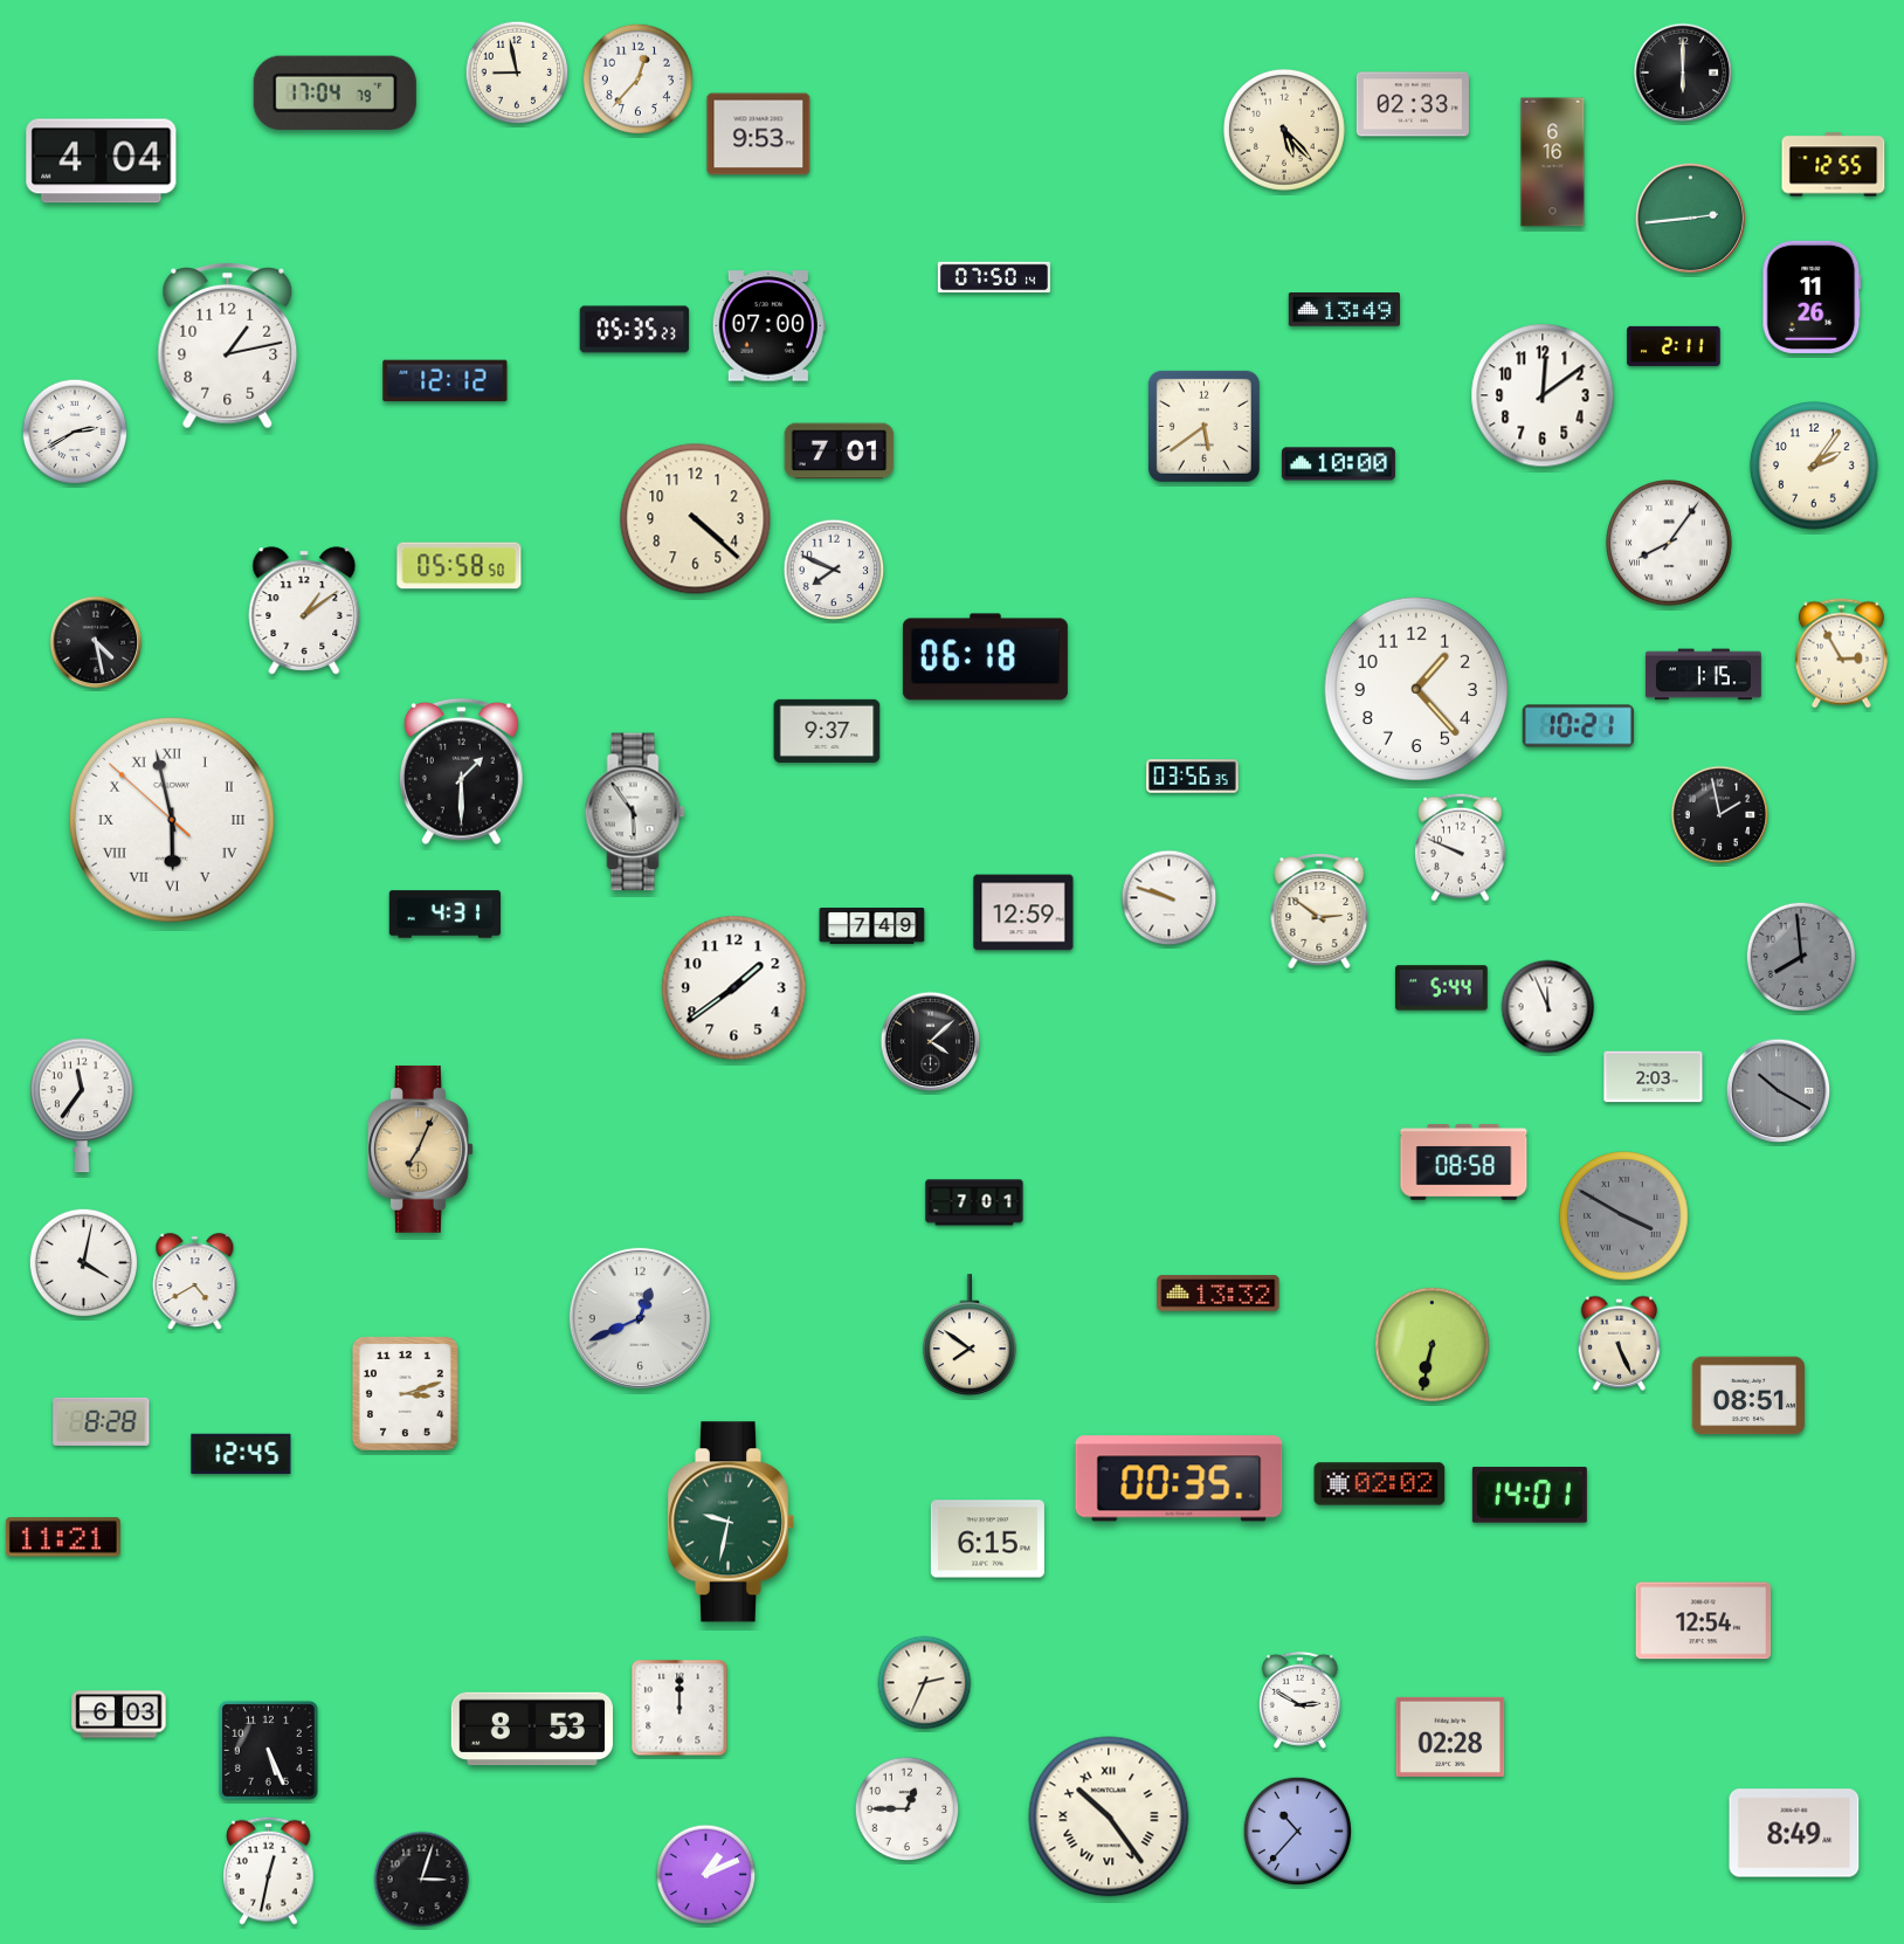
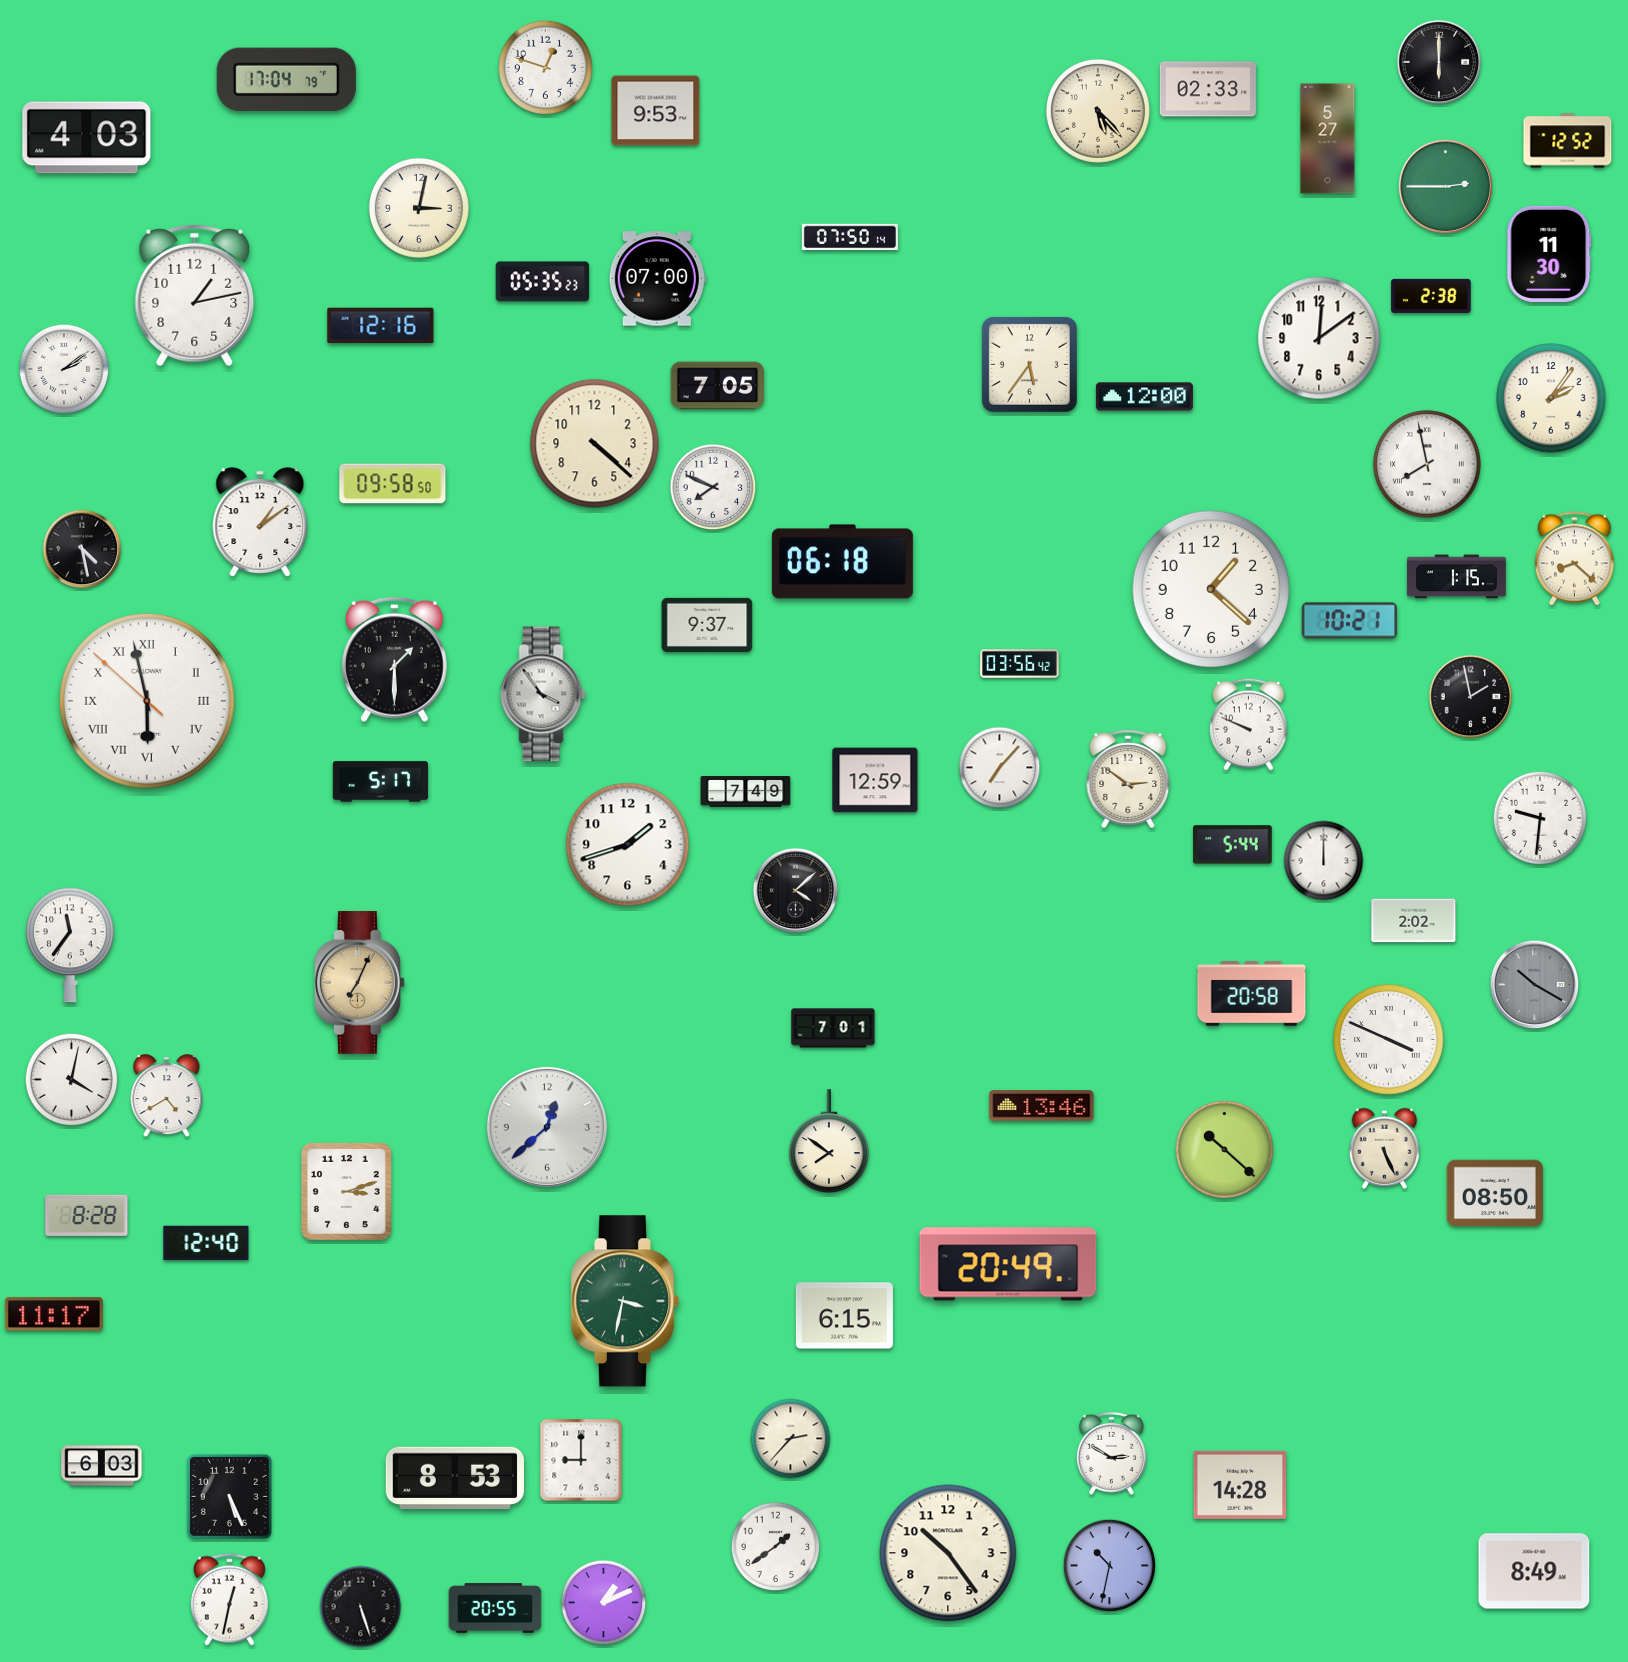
clock at (517, 73): 8:58 -> none
clock at (637, 78): 12:37 -> 12:48
clock at (759, 135) position: (759, 135) -> (656, 111)
clock at (102, 161): 4:04 -> 4:03
clock at (1553, 163): 6:16 -> 5:27
clock at (1834, 165): 12:55 -> 12:52
clock at (1691, 219): 2:44 -> 2:45
clock at (419, 208): none -> 3:02
clock at (1812, 297): 11:26 -> 11:30
clock at (1344, 310): 13:49 -> none
clock at (1674, 346): 2:11 -> 2:38
clock at (446, 381): 12:12 -> 12:16
clock at (1203, 426): 5:39 -> 5:36
clock at (75, 432): 2:40 -> 2:09
clock at (840, 451): 7:01 -> 7:05
clock at (1338, 464): 10:00 -> 12:00
clock at (1670, 544): 8:06 -> 7:58
clock at (460, 566): 05:58 -> 09:58
clock at (1841, 654): 2:55 -> 8:22
clock at (1416, 689): 1:23 -> 1:22
clock at (1193, 777): 03:56:35 -> 03:56:42
clock at (635, 812): 5:54 -> 3:54
clock at (1170, 898): 9:48 -> 7:07
clock at (444, 915): 4:31 -> 5:17
clock at (1800, 956): 7:59 -> 9:31
clock at (1800, 956) dial: grey -> white
clock at (734, 988): 1:39 -> 1:42
clock at (1548, 1007): 11:56 -> 12:00
clock at (1654, 1077): 2:03 -> 2:02
clock at (1779, 1091) position: (1779, 1091) -> (1535, 985)
clock at (1464, 1163): 08:58 -> 20:58
clock at (1624, 1216): 3:50 -> 3:49
clock at (1624, 1216) dial: grey -> white
clock at (1219, 1294): 13:32 -> 13:46
clock at (640, 1318): 12:41 -> 12:38
clock at (1432, 1344): 6:32 -> 10:22
clock at (1748, 1395): 08:51 -> 08:50
clock at (241, 1454): 12:45 -> 12:40
clock at (1179, 1478): 00:35 -> 20:49
clock at (1380, 1484): 02:02 -> none
clock at (1530, 1495): 14:01 -> none
clock at (731, 1522): 9:32 -> 3:32
clock at (63, 1537): 11:21 -> 11:17
clock at (1704, 1621): 12:54 -> none
clock at (925, 1683): 2:34 -> 2:37
clock at (679, 1708): 12:00 -> 9:00
clock at (1450, 1737): 02:28 -> 14:28
clock at (908, 1809): 12:45 -> 1:39
clock at (1109, 1817) numerals: Roman -> Arabic
clock at (1297, 1831): 10:37 -> 10:32
clock at (1794, 1833) position: (1794, 1833) -> (1534, 1571)
clock at (422, 1880): 3:03 -> 5:27
clock at (495, 1608): none -> 20:55
